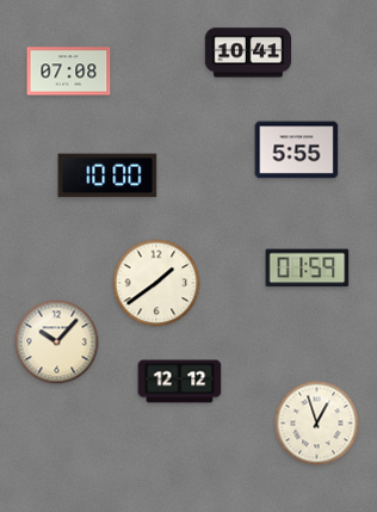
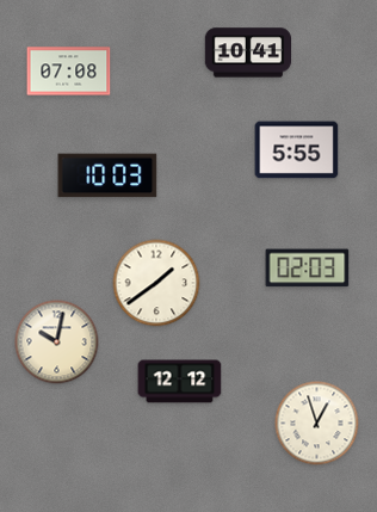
clock at (107, 175): 10:00 -> 10:03
clock at (308, 269): 01:59 -> 02:03
clock at (57, 343): 10:07 -> 10:02
